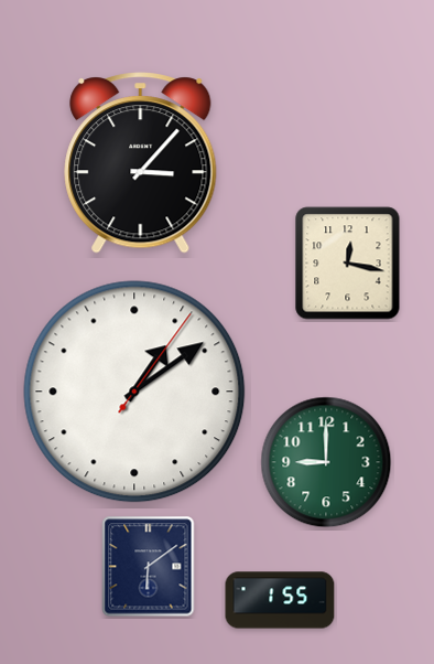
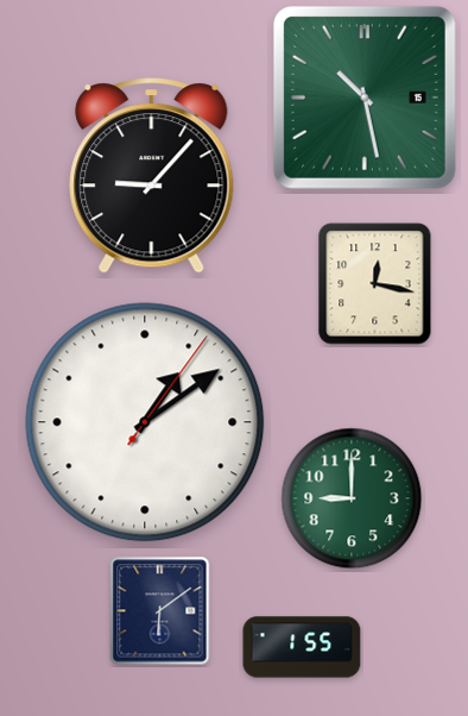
clock at (365, 98): none -> 10:28
clock at (141, 163): 3:07 -> 9:07
